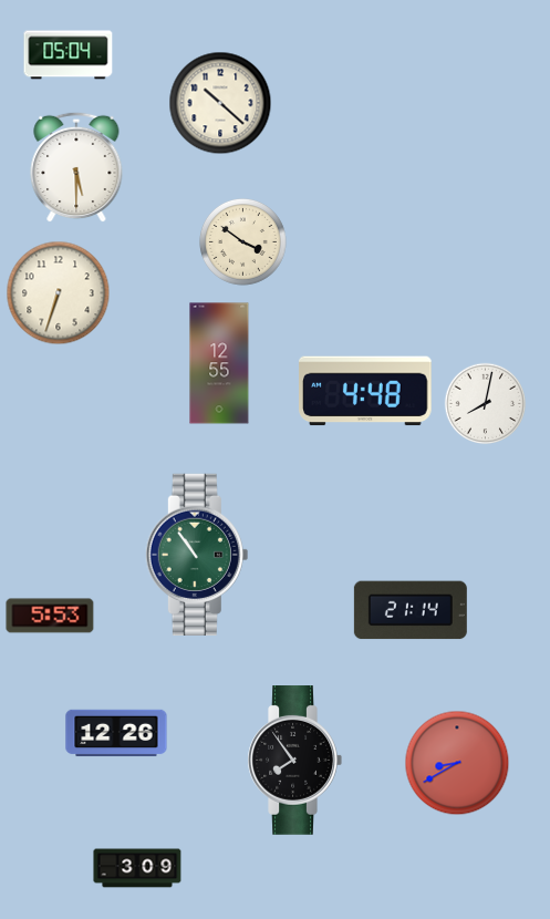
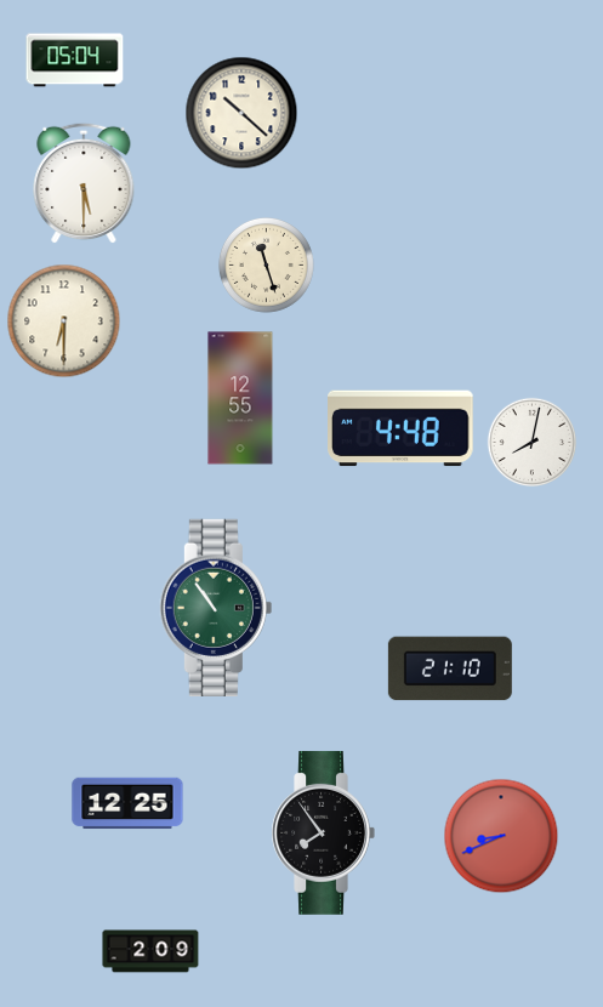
clock at (243, 242): 3:51 -> 11:27
clock at (59, 293): 6:33 -> 6:30
clock at (411, 610): 21:14 -> 21:10
clock at (50, 616): 5:53 -> none
clock at (116, 733): 12:26 -> 12:25
clock at (457, 763): 8:40 -> 8:41
clock at (137, 868): 3:09 -> 2:09
